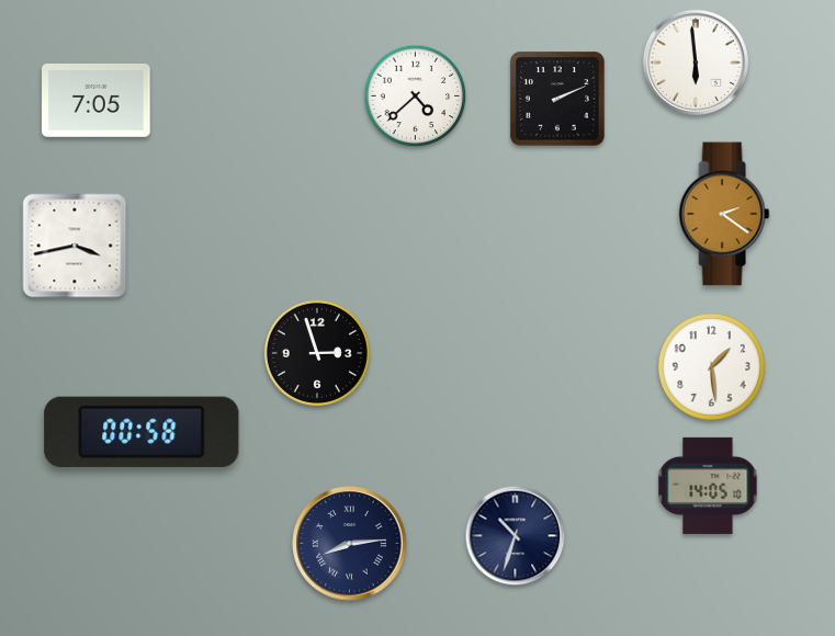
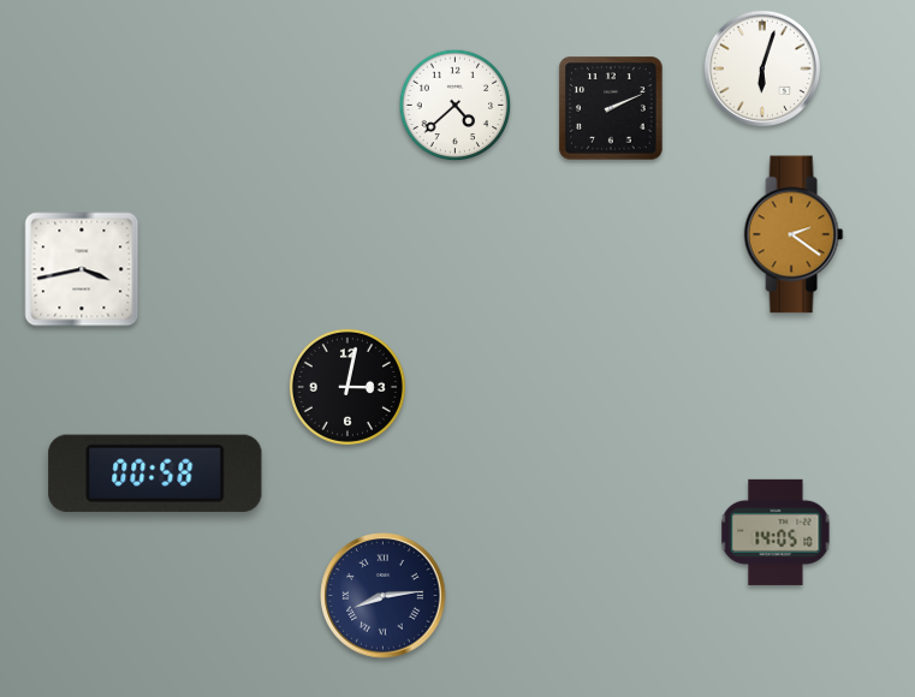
clock at (696, 63): 5:59 -> 6:03
clock at (97, 100): 7:05 -> none
clock at (317, 353): 2:57 -> 3:02
clock at (711, 366): 1:29 -> none
clock at (516, 536): 10:33 -> none
